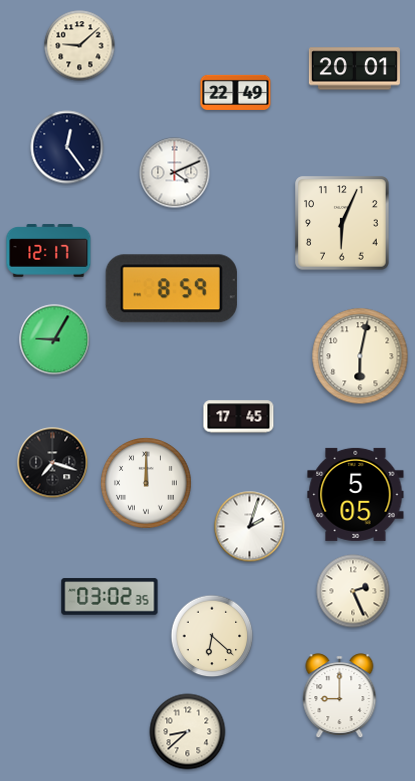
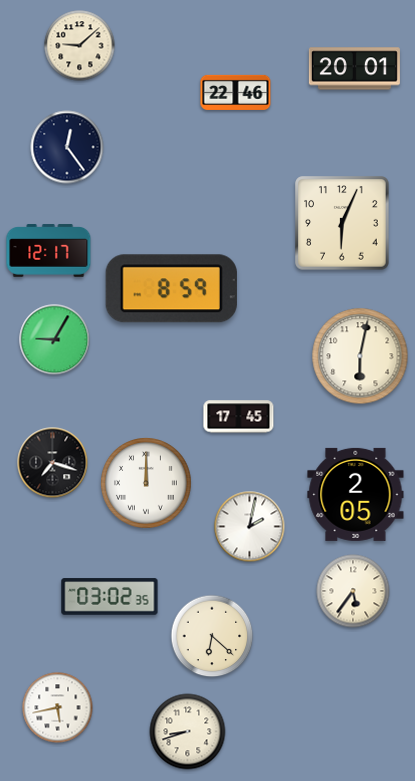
clock at (236, 92): 22:49 -> 22:46
clock at (175, 173): 4:11 -> none
clock at (356, 494): 5:05 -> 2:05
clock at (250, 527): 2:03 -> 2:02
clock at (353, 591): 2:26 -> 5:36
clock at (340, 696): 9:00 -> none
clock at (58, 708): none -> 5:43
clock at (188, 732): 8:38 -> 8:42
